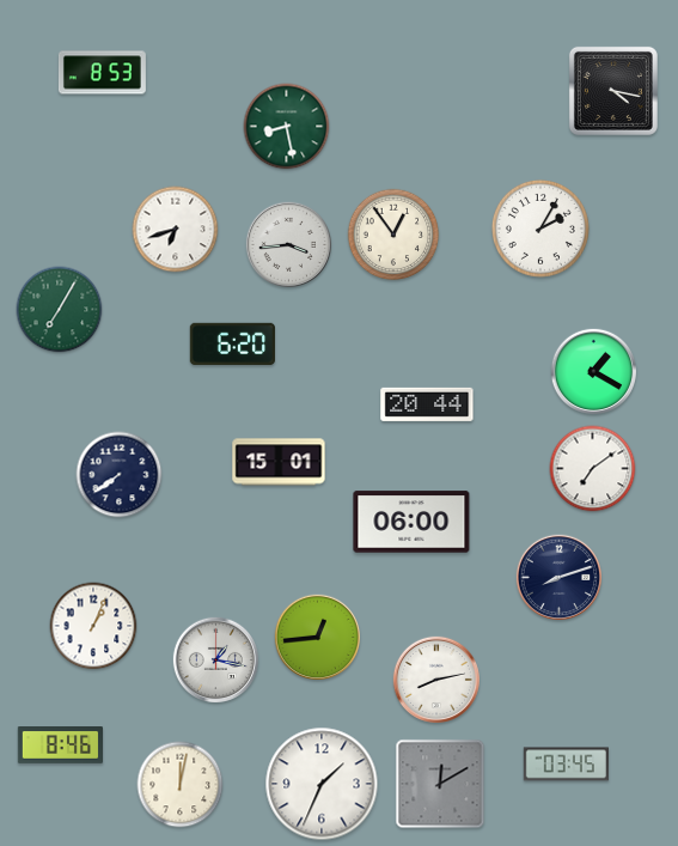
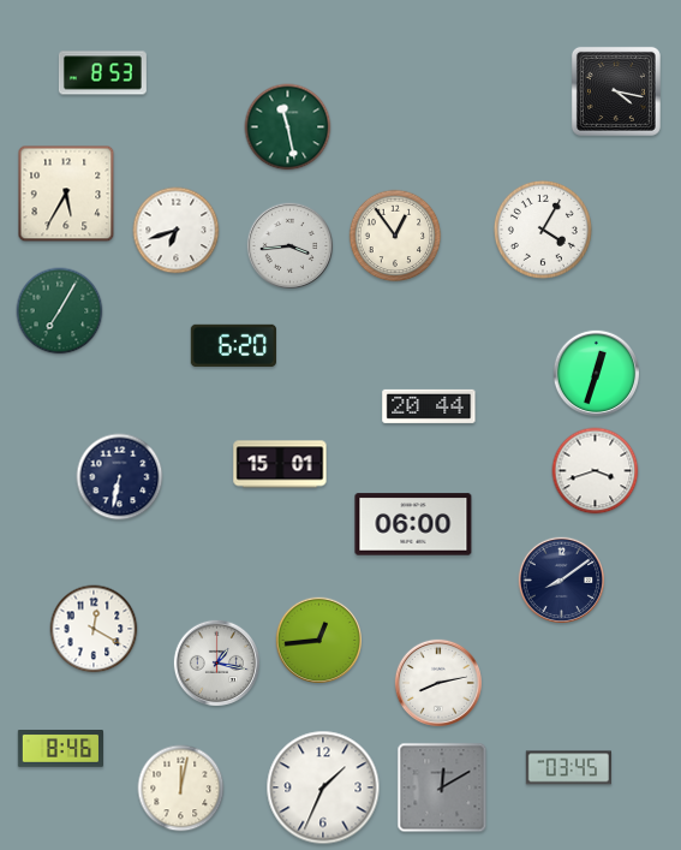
clock at (287, 127): 8:28 -> 11:28
clock at (66, 194): none -> 5:35
clock at (540, 229): 2:05 -> 4:05
clock at (593, 371): 1:20 -> 12:33
clock at (593, 469): 7:09 -> 3:42
clock at (120, 475): 7:39 -> 6:32
clock at (558, 577): 8:12 -> 8:09
clock at (93, 626): 1:04 -> 12:20
